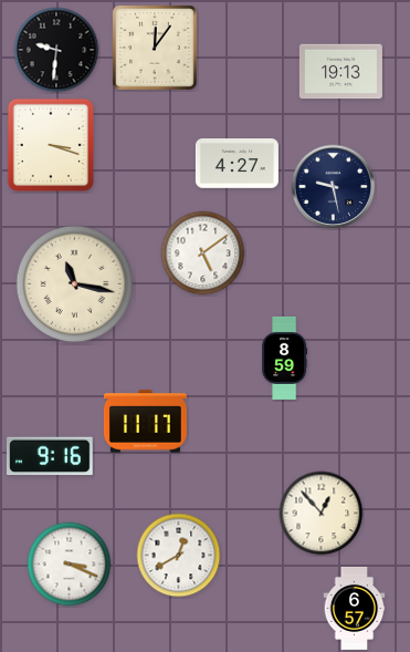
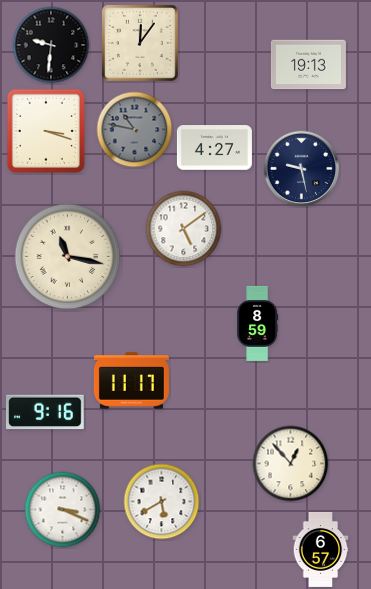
clock at (135, 130): none -> 10:47
clock at (179, 556): 12:40 -> 5:40
